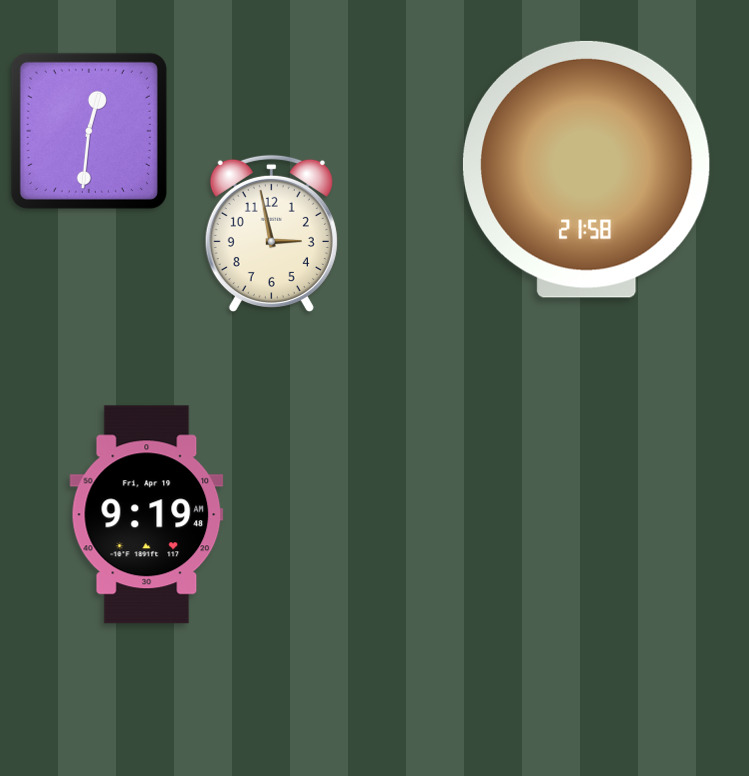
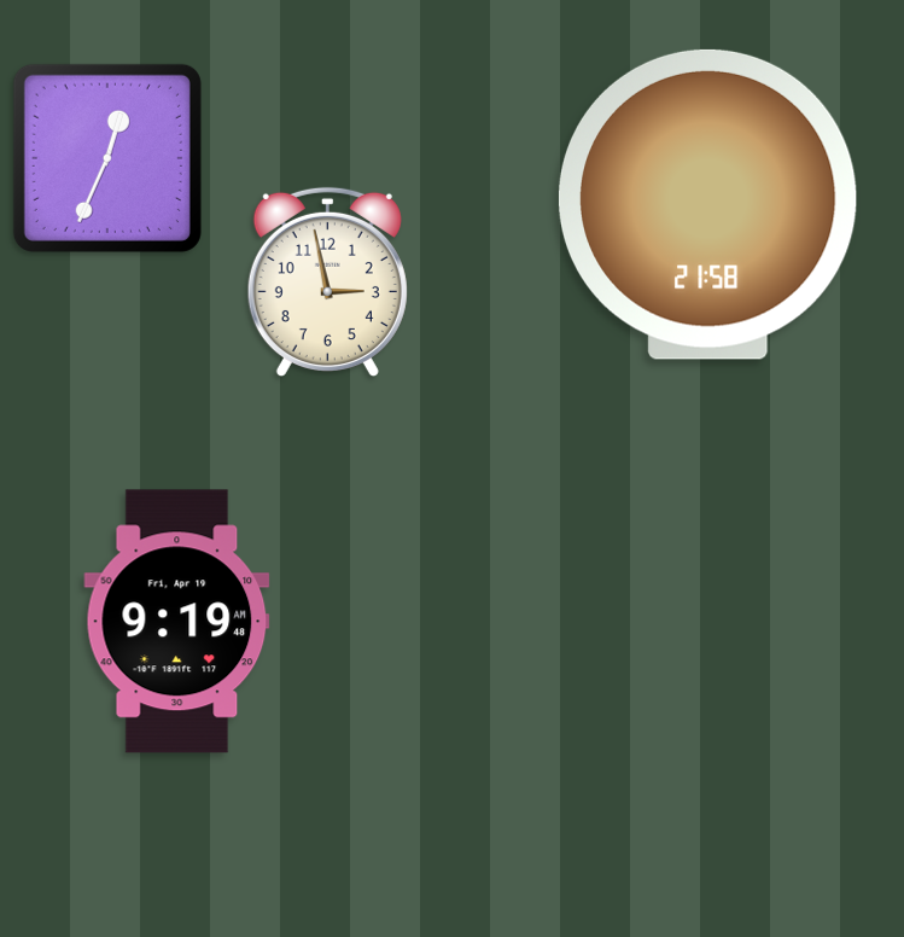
clock at (89, 131): 12:31 -> 12:34
